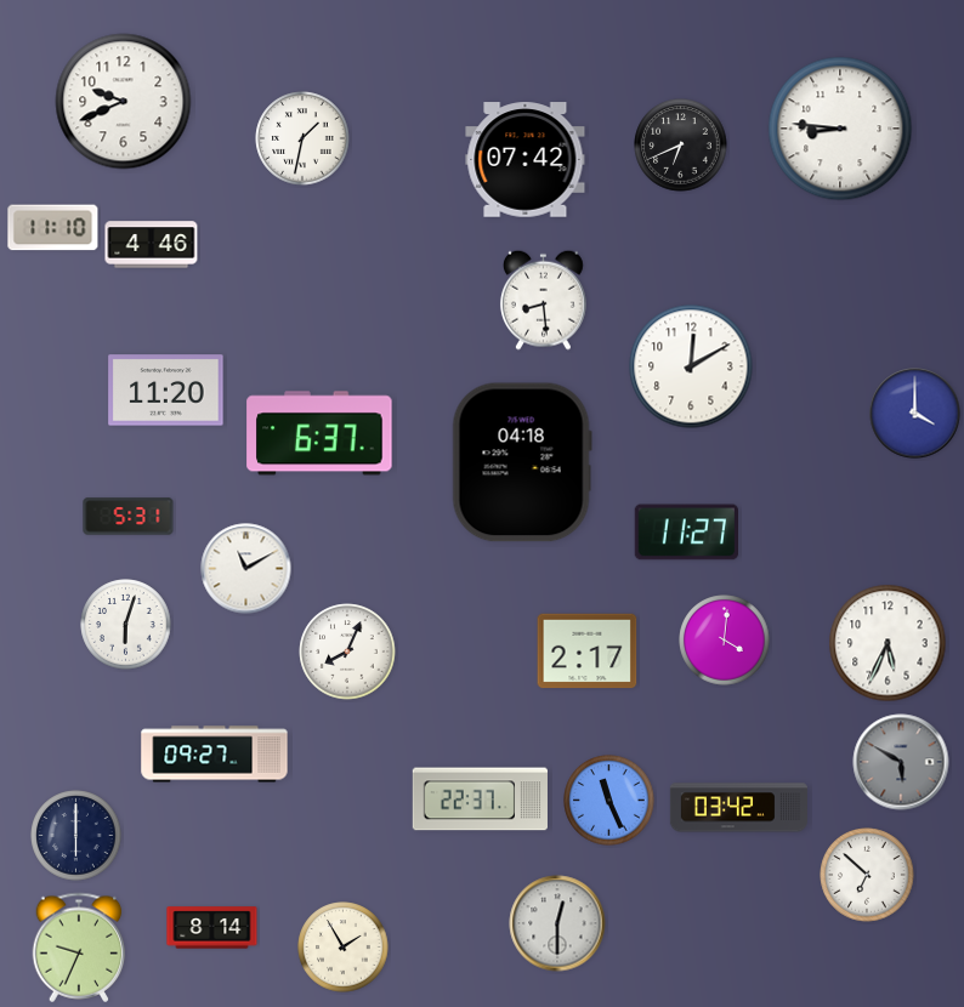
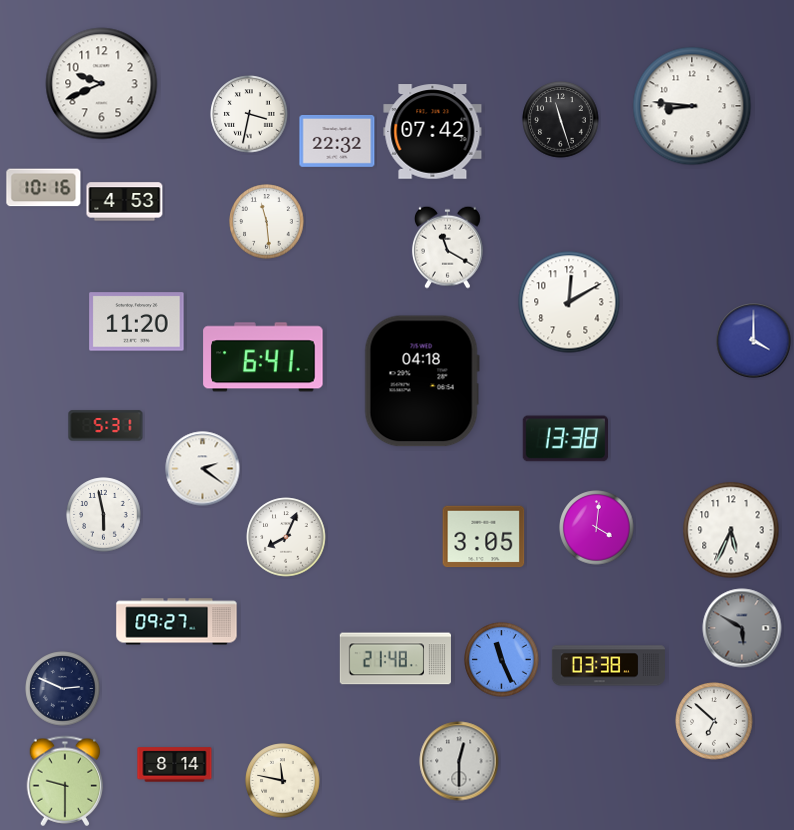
clock at (302, 138): 1:32 -> 3:32
clock at (681, 146): 6:41 -> 11:27
clock at (337, 141): none -> 22:32
clock at (53, 228): 11:10 -> 10:16
clock at (152, 245): 4:46 -> 4:53
clock at (267, 222): none -> 11:29
clock at (543, 300): 8:29 -> 11:20
clock at (319, 433): 6:37 -> 6:41
clock at (522, 462) position: (522, 462) -> (422, 381)
clock at (686, 533): 11:27 -> 13:38
clock at (246, 569): 11:10 -> 2:21
clock at (126, 625): 6:03 -> 5:58
clock at (588, 652): 2:17 -> 3:05
clock at (480, 800): 22:37 -> 21:48
clock at (738, 808): 03:42 -> 03:38
clock at (76, 836): 6:00 -> 2:49
clock at (79, 948): 9:34 -> 9:30
clock at (344, 948): 1:55 -> 11:47
